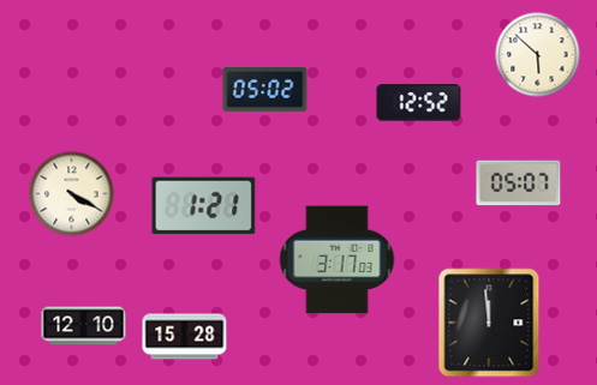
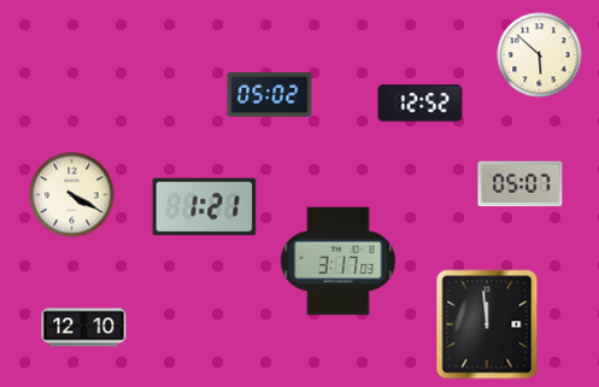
clock at (265, 90) position: (265, 90) -> (270, 95)
clock at (489, 323) position: (489, 323) -> (487, 324)
clock at (185, 337): 15:28 -> none
